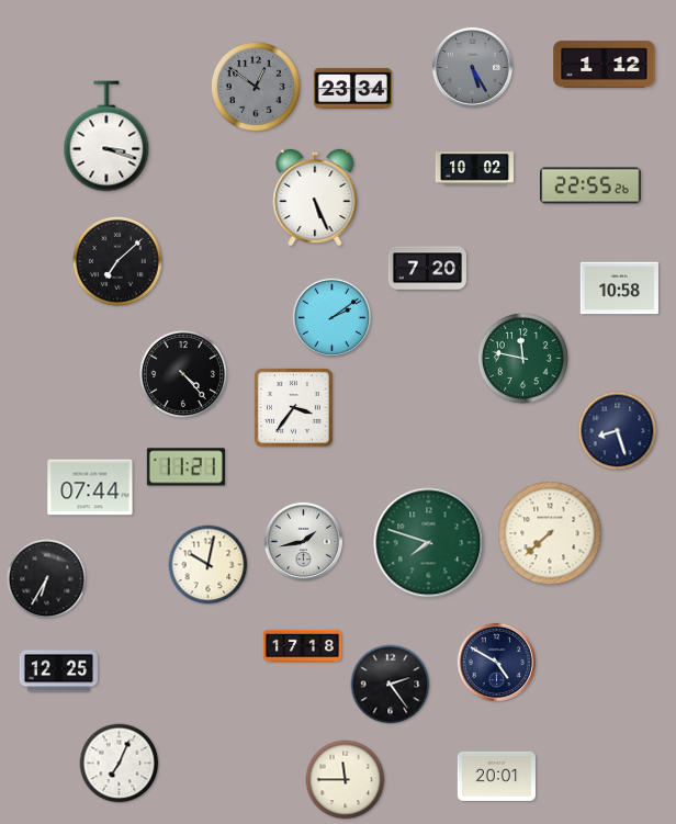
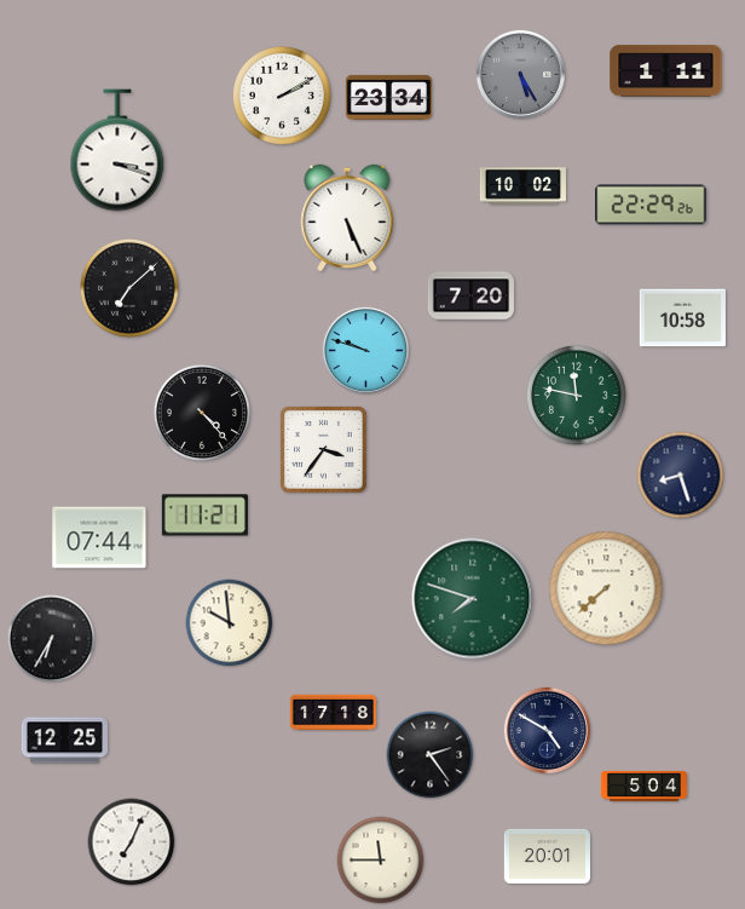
clock at (605, 65): 1:12 -> 1:11
clock at (256, 87): 12:51 -> 2:10
clock at (256, 87) dial: grey -> white
clock at (590, 185): 22:55 -> 22:29
clock at (331, 317): 2:09 -> 9:48
clock at (303, 541): 1:43 -> none
clock at (209, 565): 10:02 -> 9:59
clock at (643, 786): none -> 5:04
